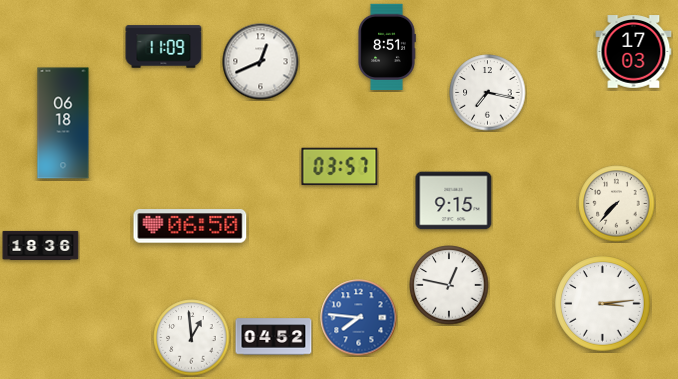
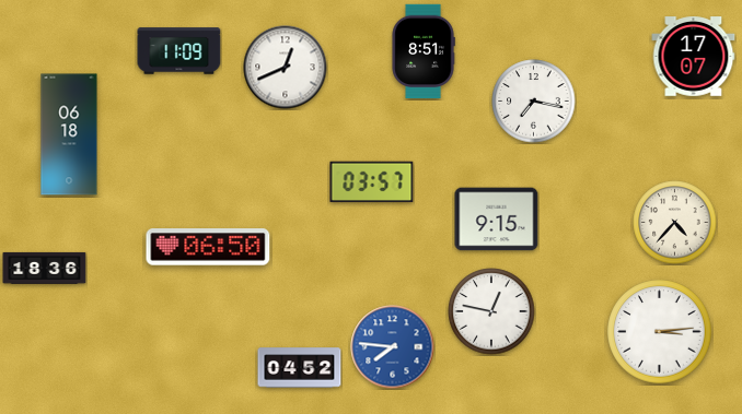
clock at (634, 52): 17:03 -> 17:07
clock at (617, 204): 7:37 -> 4:37
clock at (192, 338): 12:59 -> none
